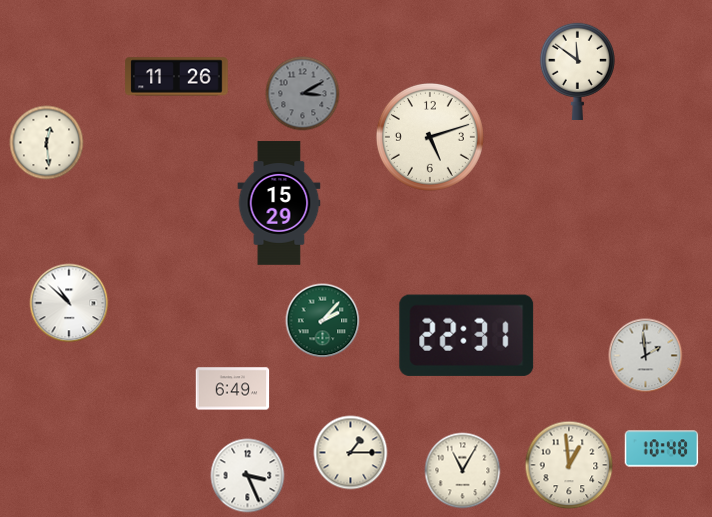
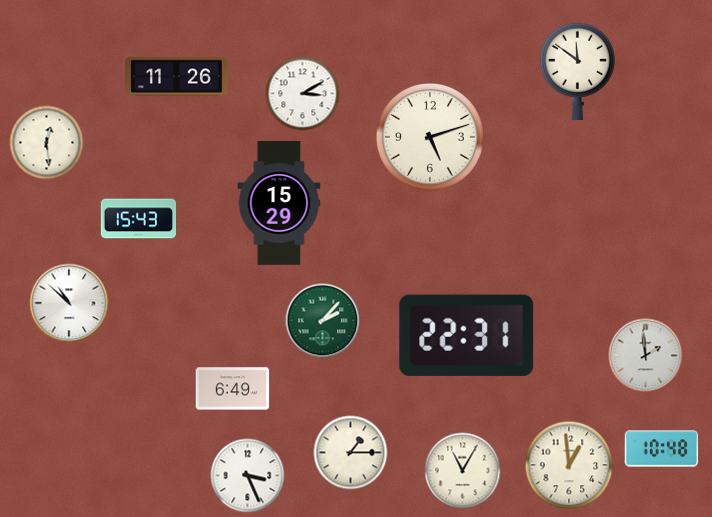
clock at (303, 94) dial: grey -> white
clock at (138, 219): none -> 15:43
